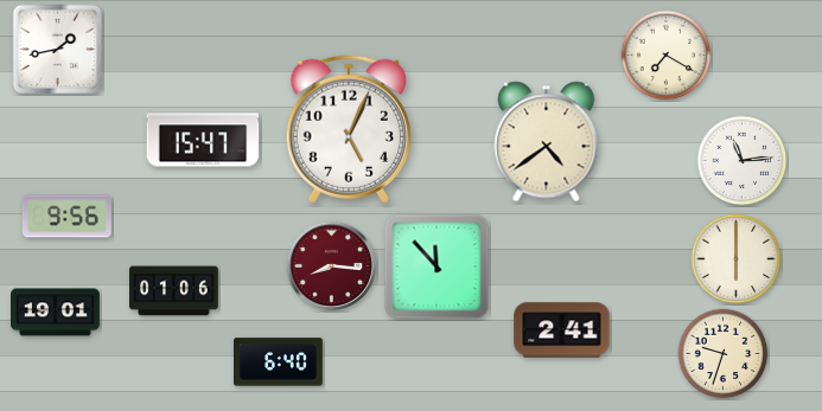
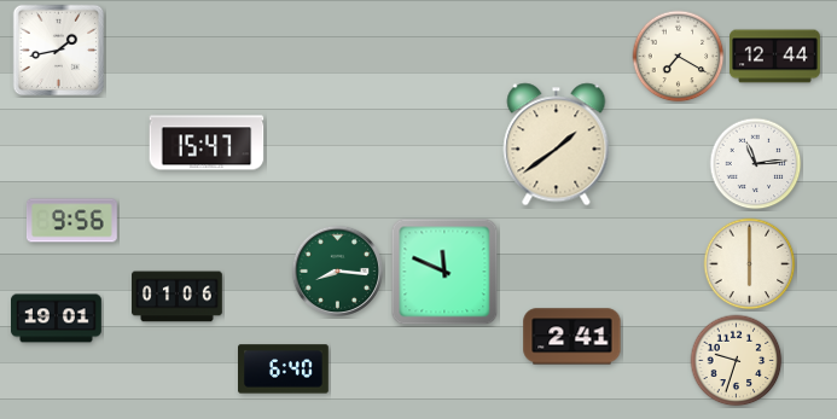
clock at (775, 57): none -> 12:44
clock at (348, 129): 5:04 -> none
clock at (547, 142): 4:39 -> 1:39
clock at (68, 217) position: (68, 217) -> (72, 221)
clock at (331, 265) dial: burgundy -> green
clock at (437, 266): 11:53 -> 11:49
